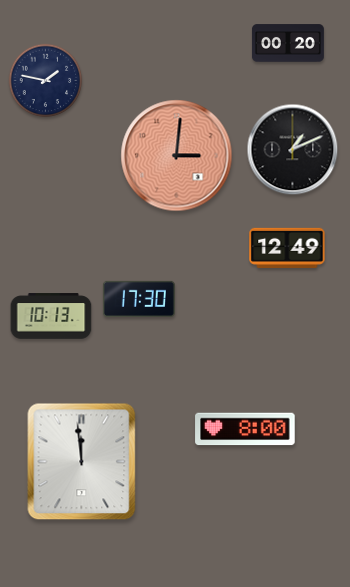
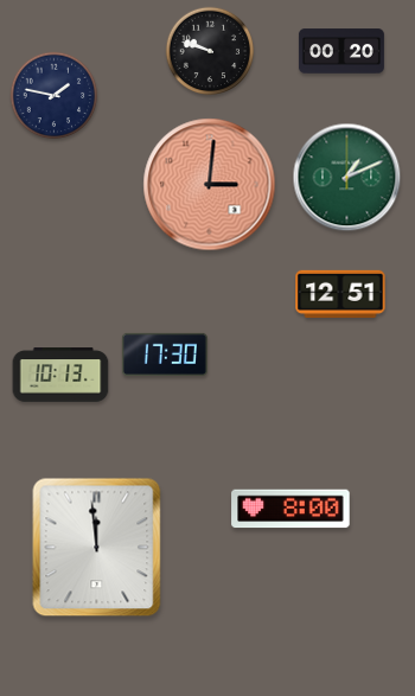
clock at (210, 51): none -> 9:48
clock at (293, 150) dial: black -> green
clock at (287, 248): 12:49 -> 12:51
